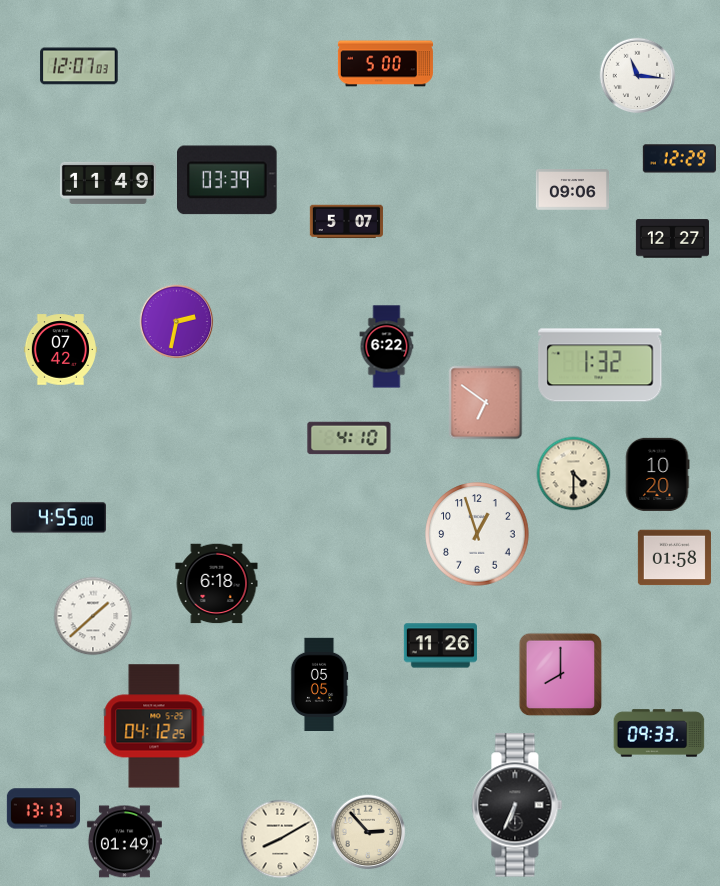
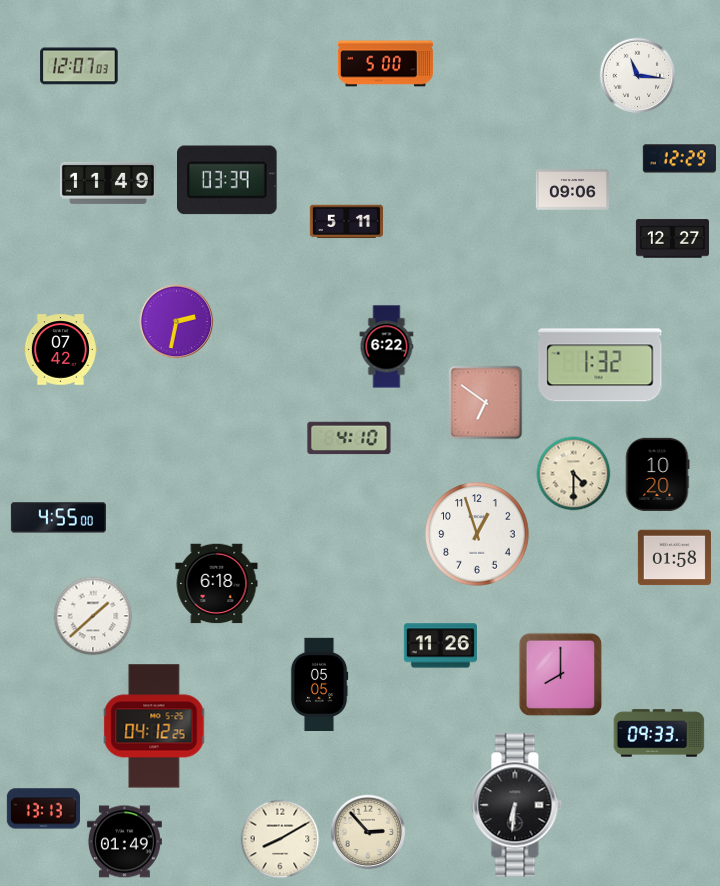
clock at (346, 222): 5:07 -> 5:11
clock at (517, 805): 6:34 -> 6:31
